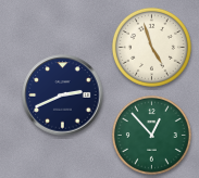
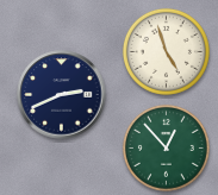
clock at (63, 96) position: (63, 96) -> (62, 95)
